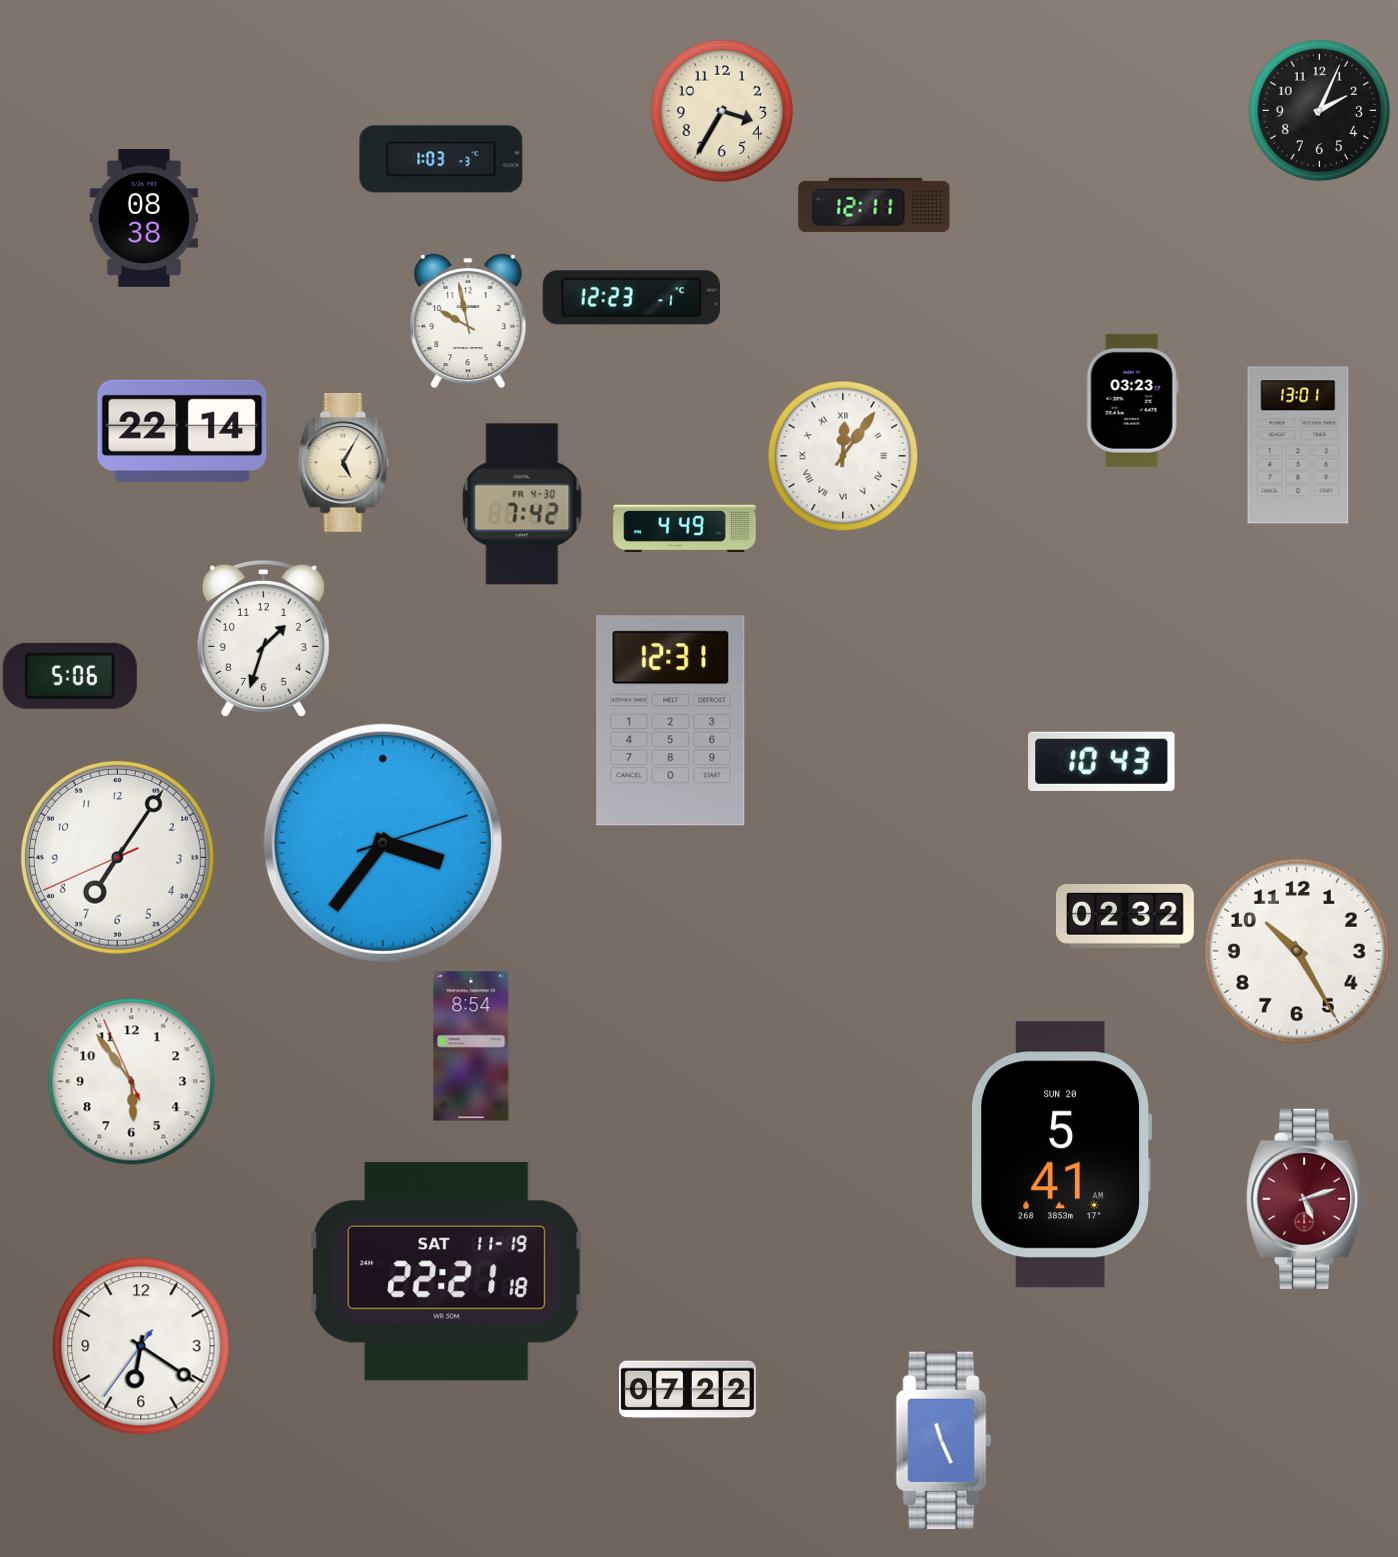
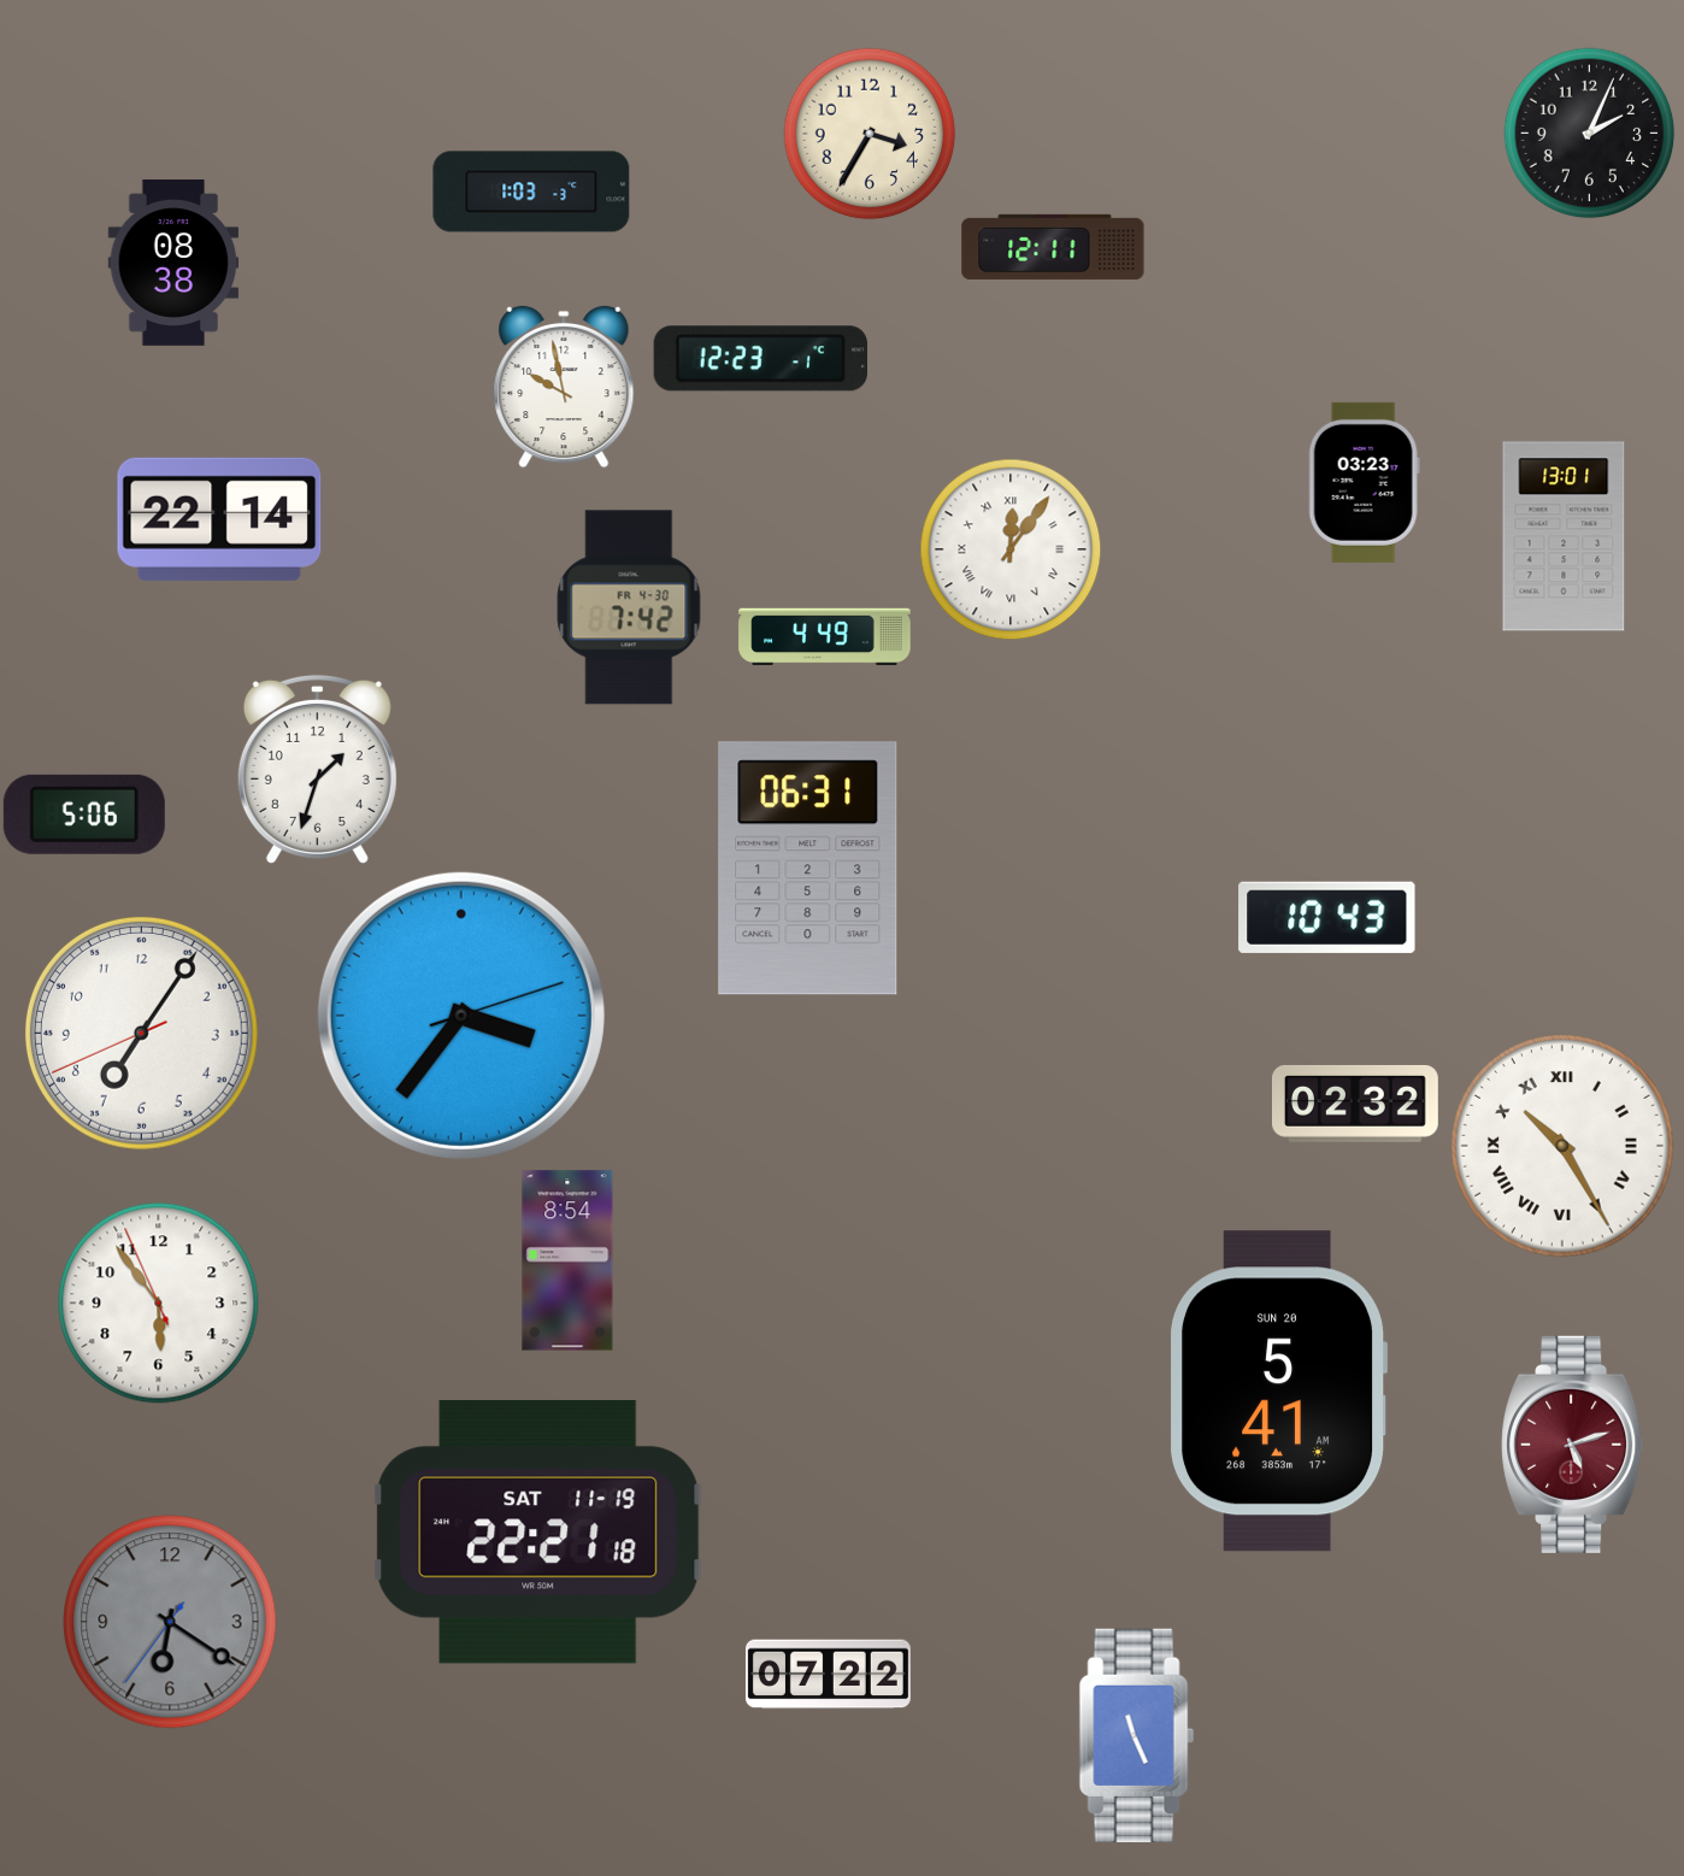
clock at (843, 456) position: (843, 456) -> (1011, 549)
clock at (344, 462): 5:05 -> none
clock at (671, 721): 12:31 -> 06:31
clock at (1297, 951) numerals: Arabic -> Roman
clock at (141, 1346) dial: white -> grey
